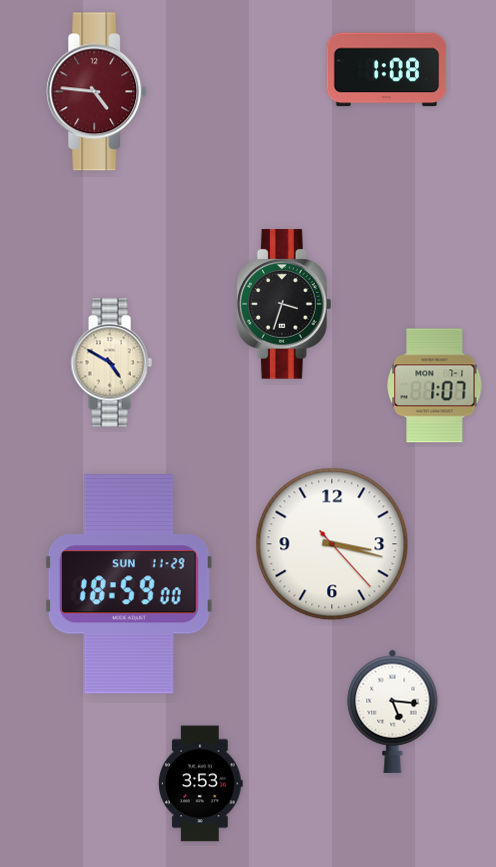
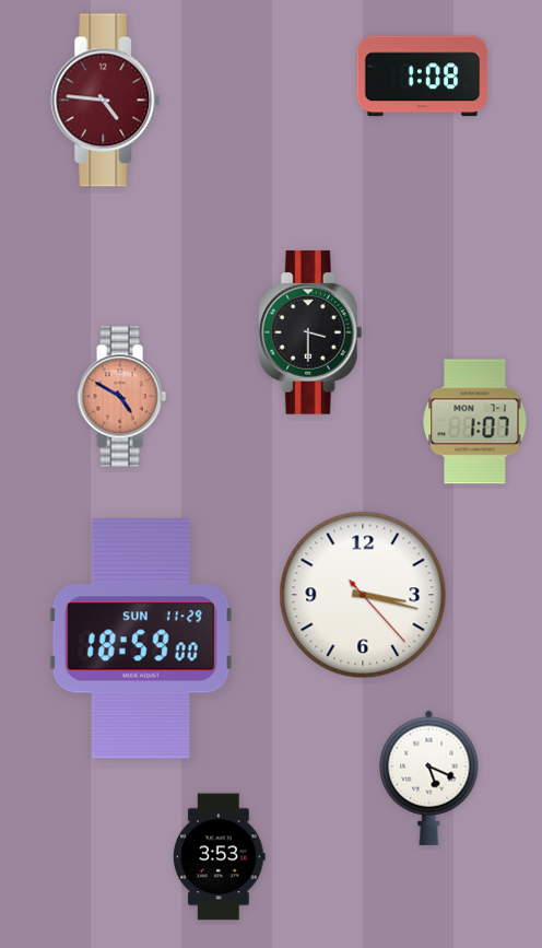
clock at (284, 304): 3:33 -> 3:30
clock at (111, 363) dial: cream -> salmon
clock at (393, 711): 5:16 -> 5:19
